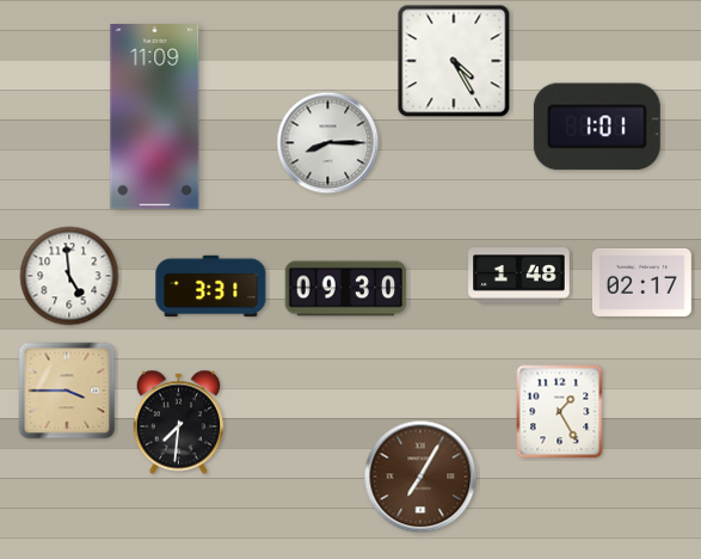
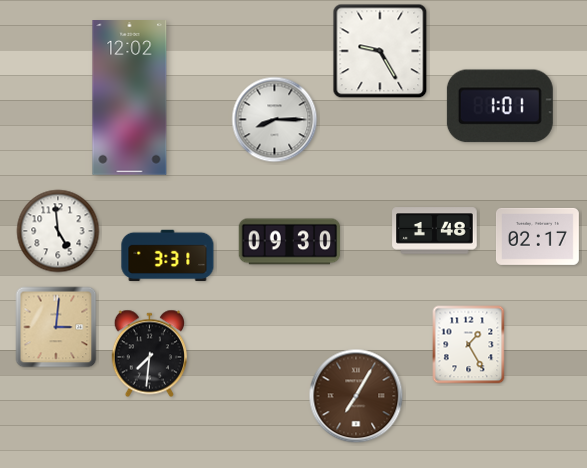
clock at (454, 61): 4:25 -> 9:25
clock at (155, 117): 11:09 -> 12:02
clock at (211, 287) position: (211, 287) -> (168, 256)
clock at (67, 391): 3:45 -> 3:01
clock at (420, 477) position: (420, 477) -> (356, 396)
